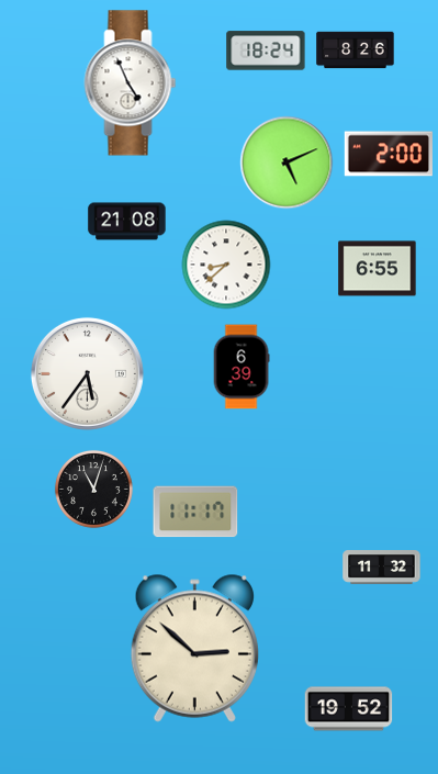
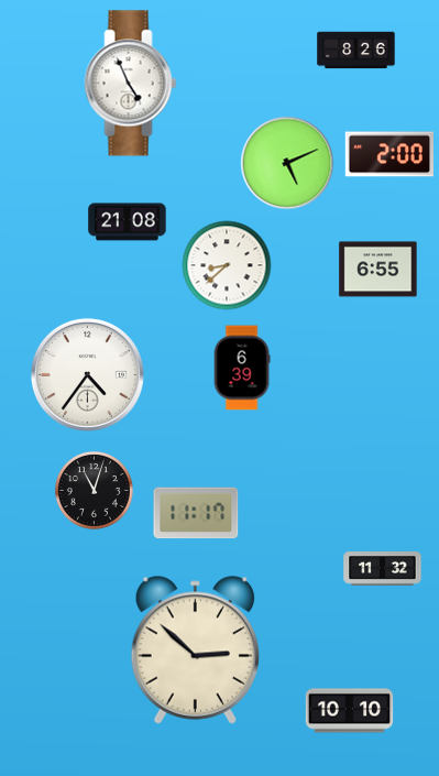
clock at (266, 51): 18:24 -> none
clock at (87, 373): 5:36 -> 4:36
clock at (349, 709): 19:52 -> 10:10
